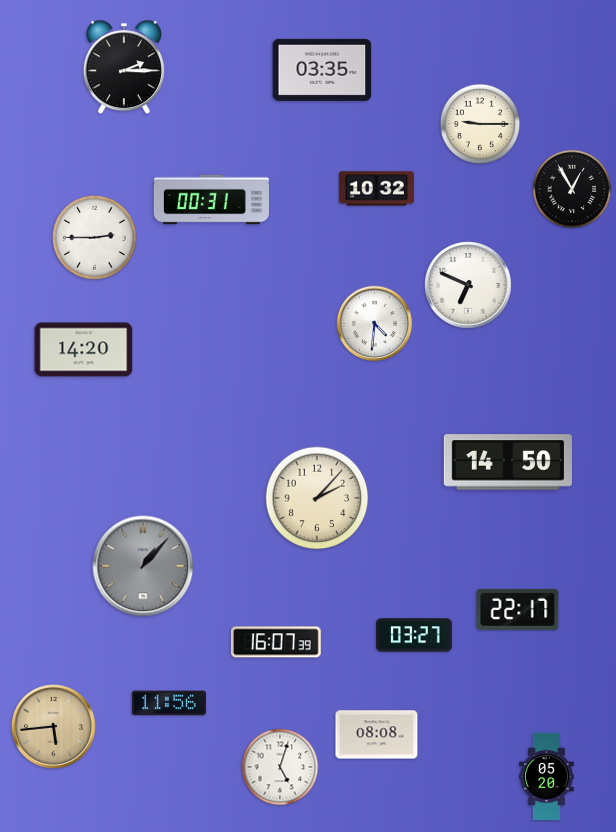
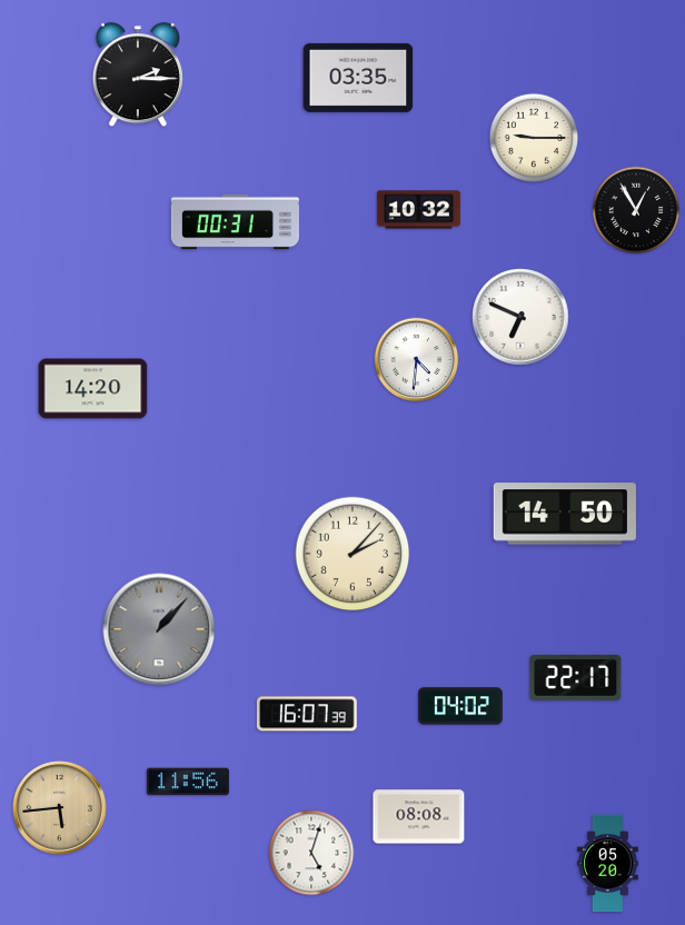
clock at (94, 237): 2:45 -> none
clock at (415, 635): 03:27 -> 04:02
